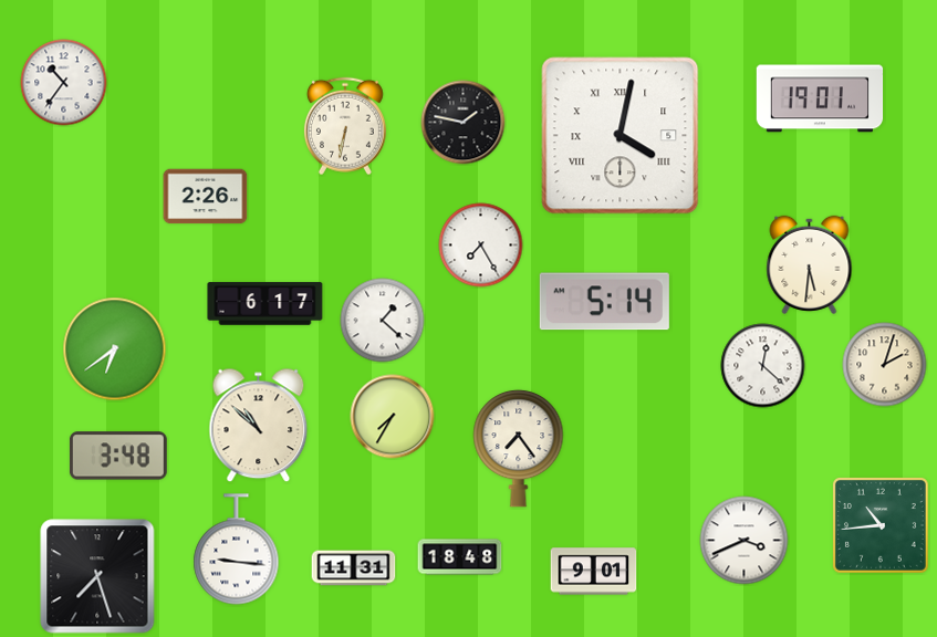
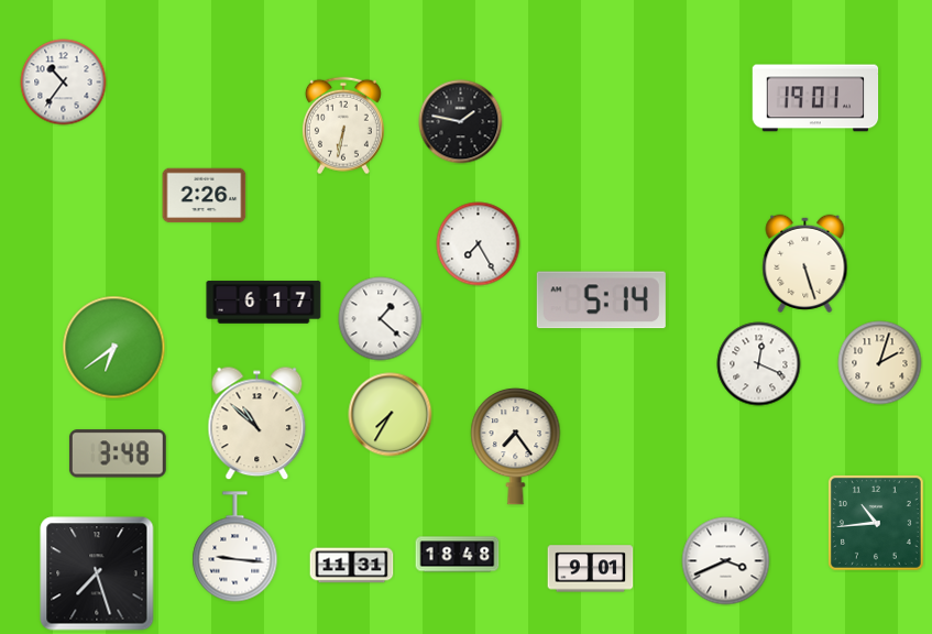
clock at (621, 136): 4:02 -> none
clock at (810, 264): 5:31 -> 5:27
clock at (763, 366): 12:22 -> 12:19
clock at (745, 541) position: (745, 541) -> (726, 561)
